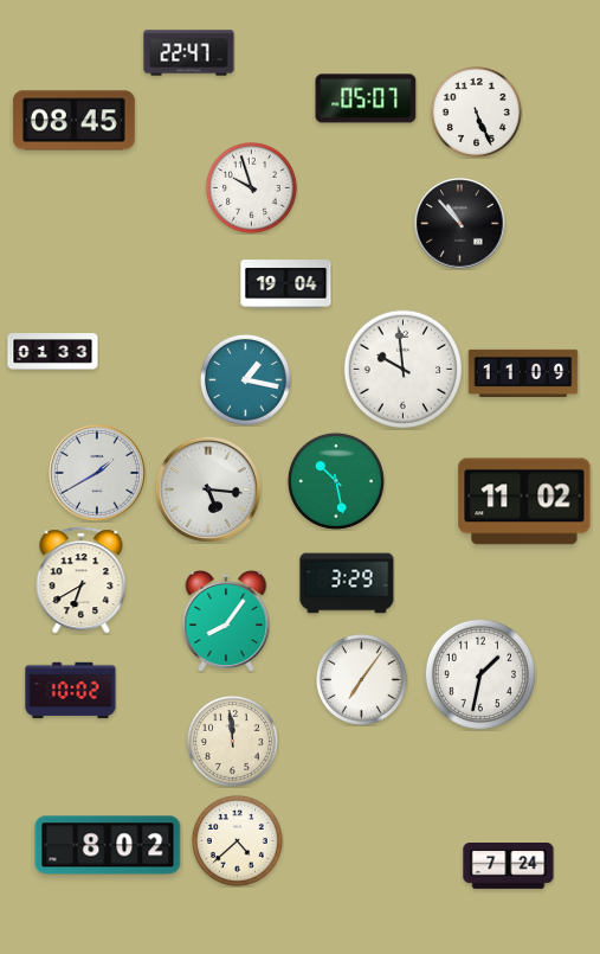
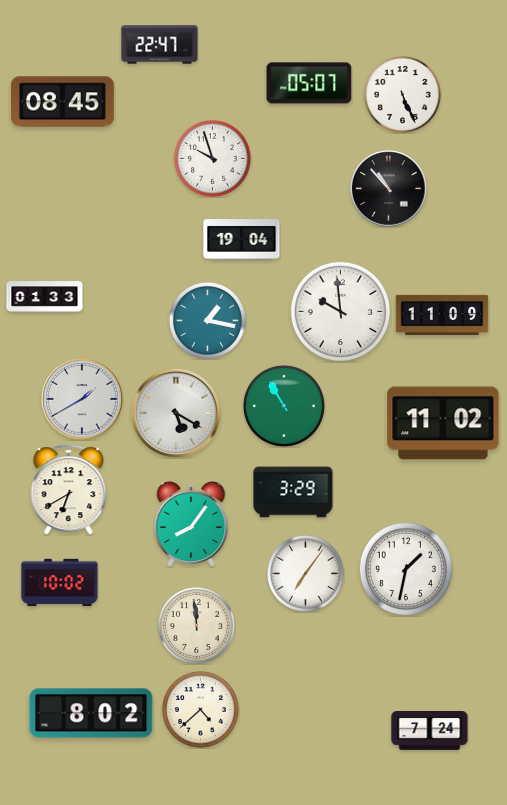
clock at (336, 481): 10:28 -> 10:55
clock at (208, 489): 5:16 -> 5:20
